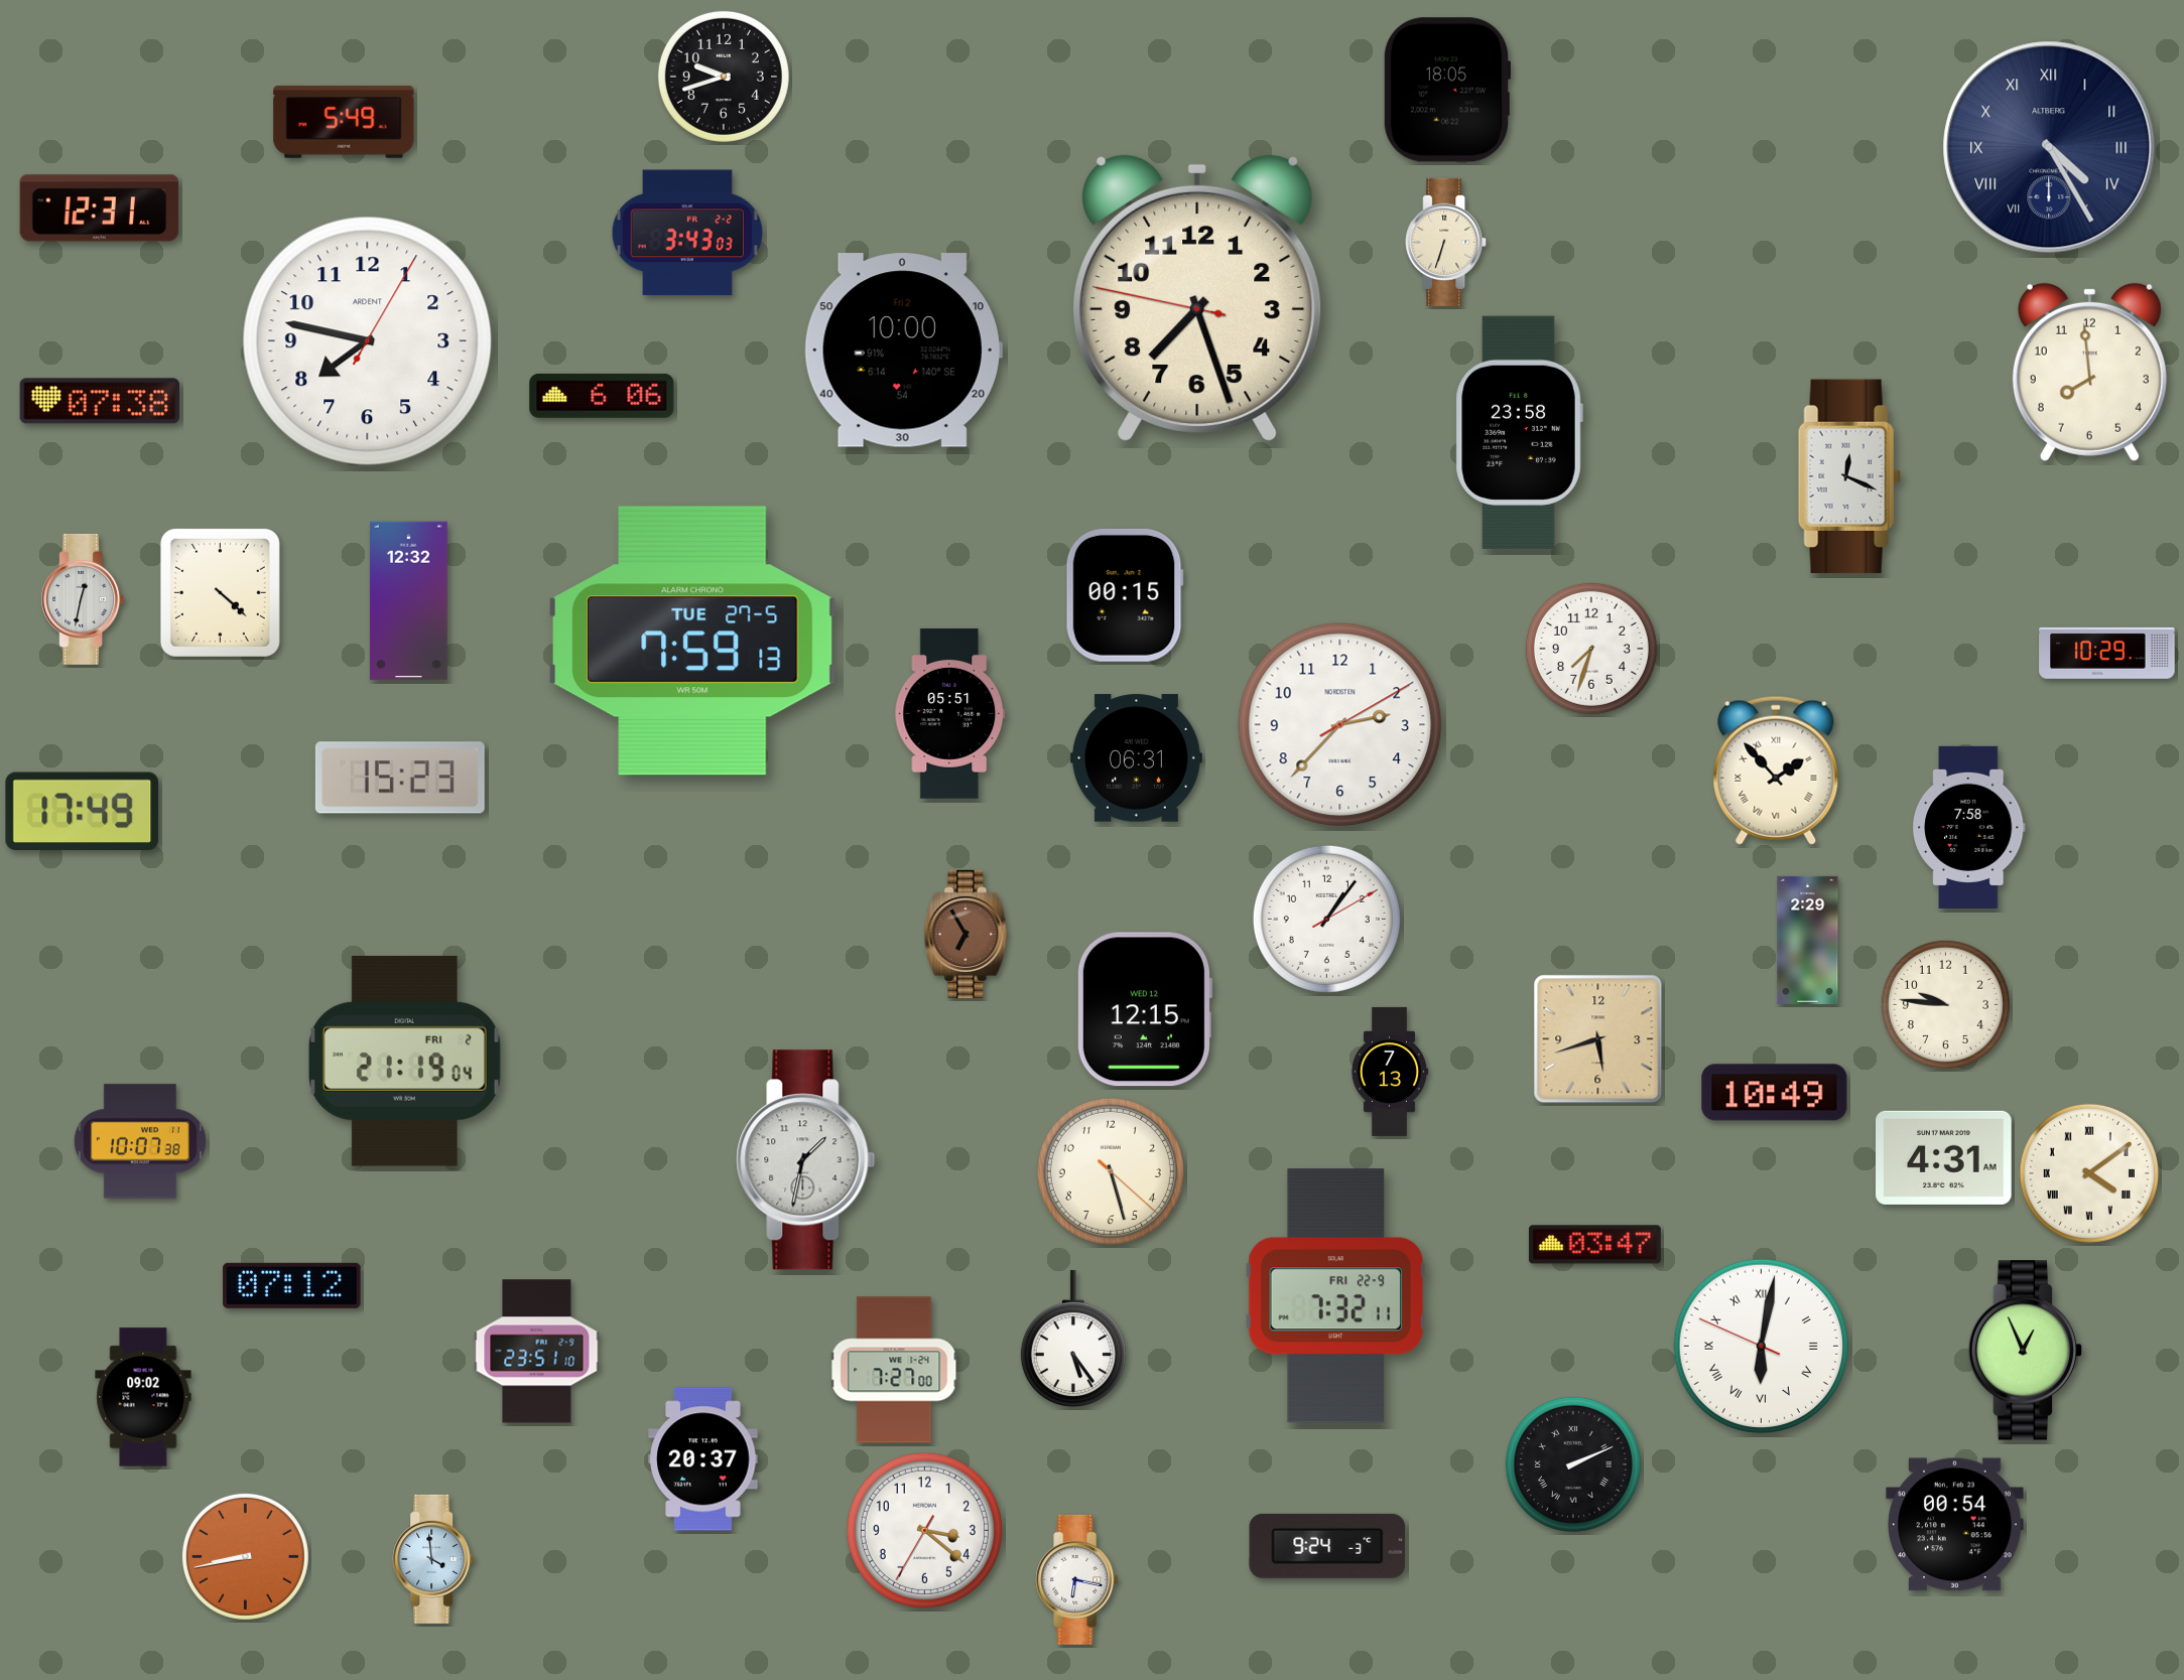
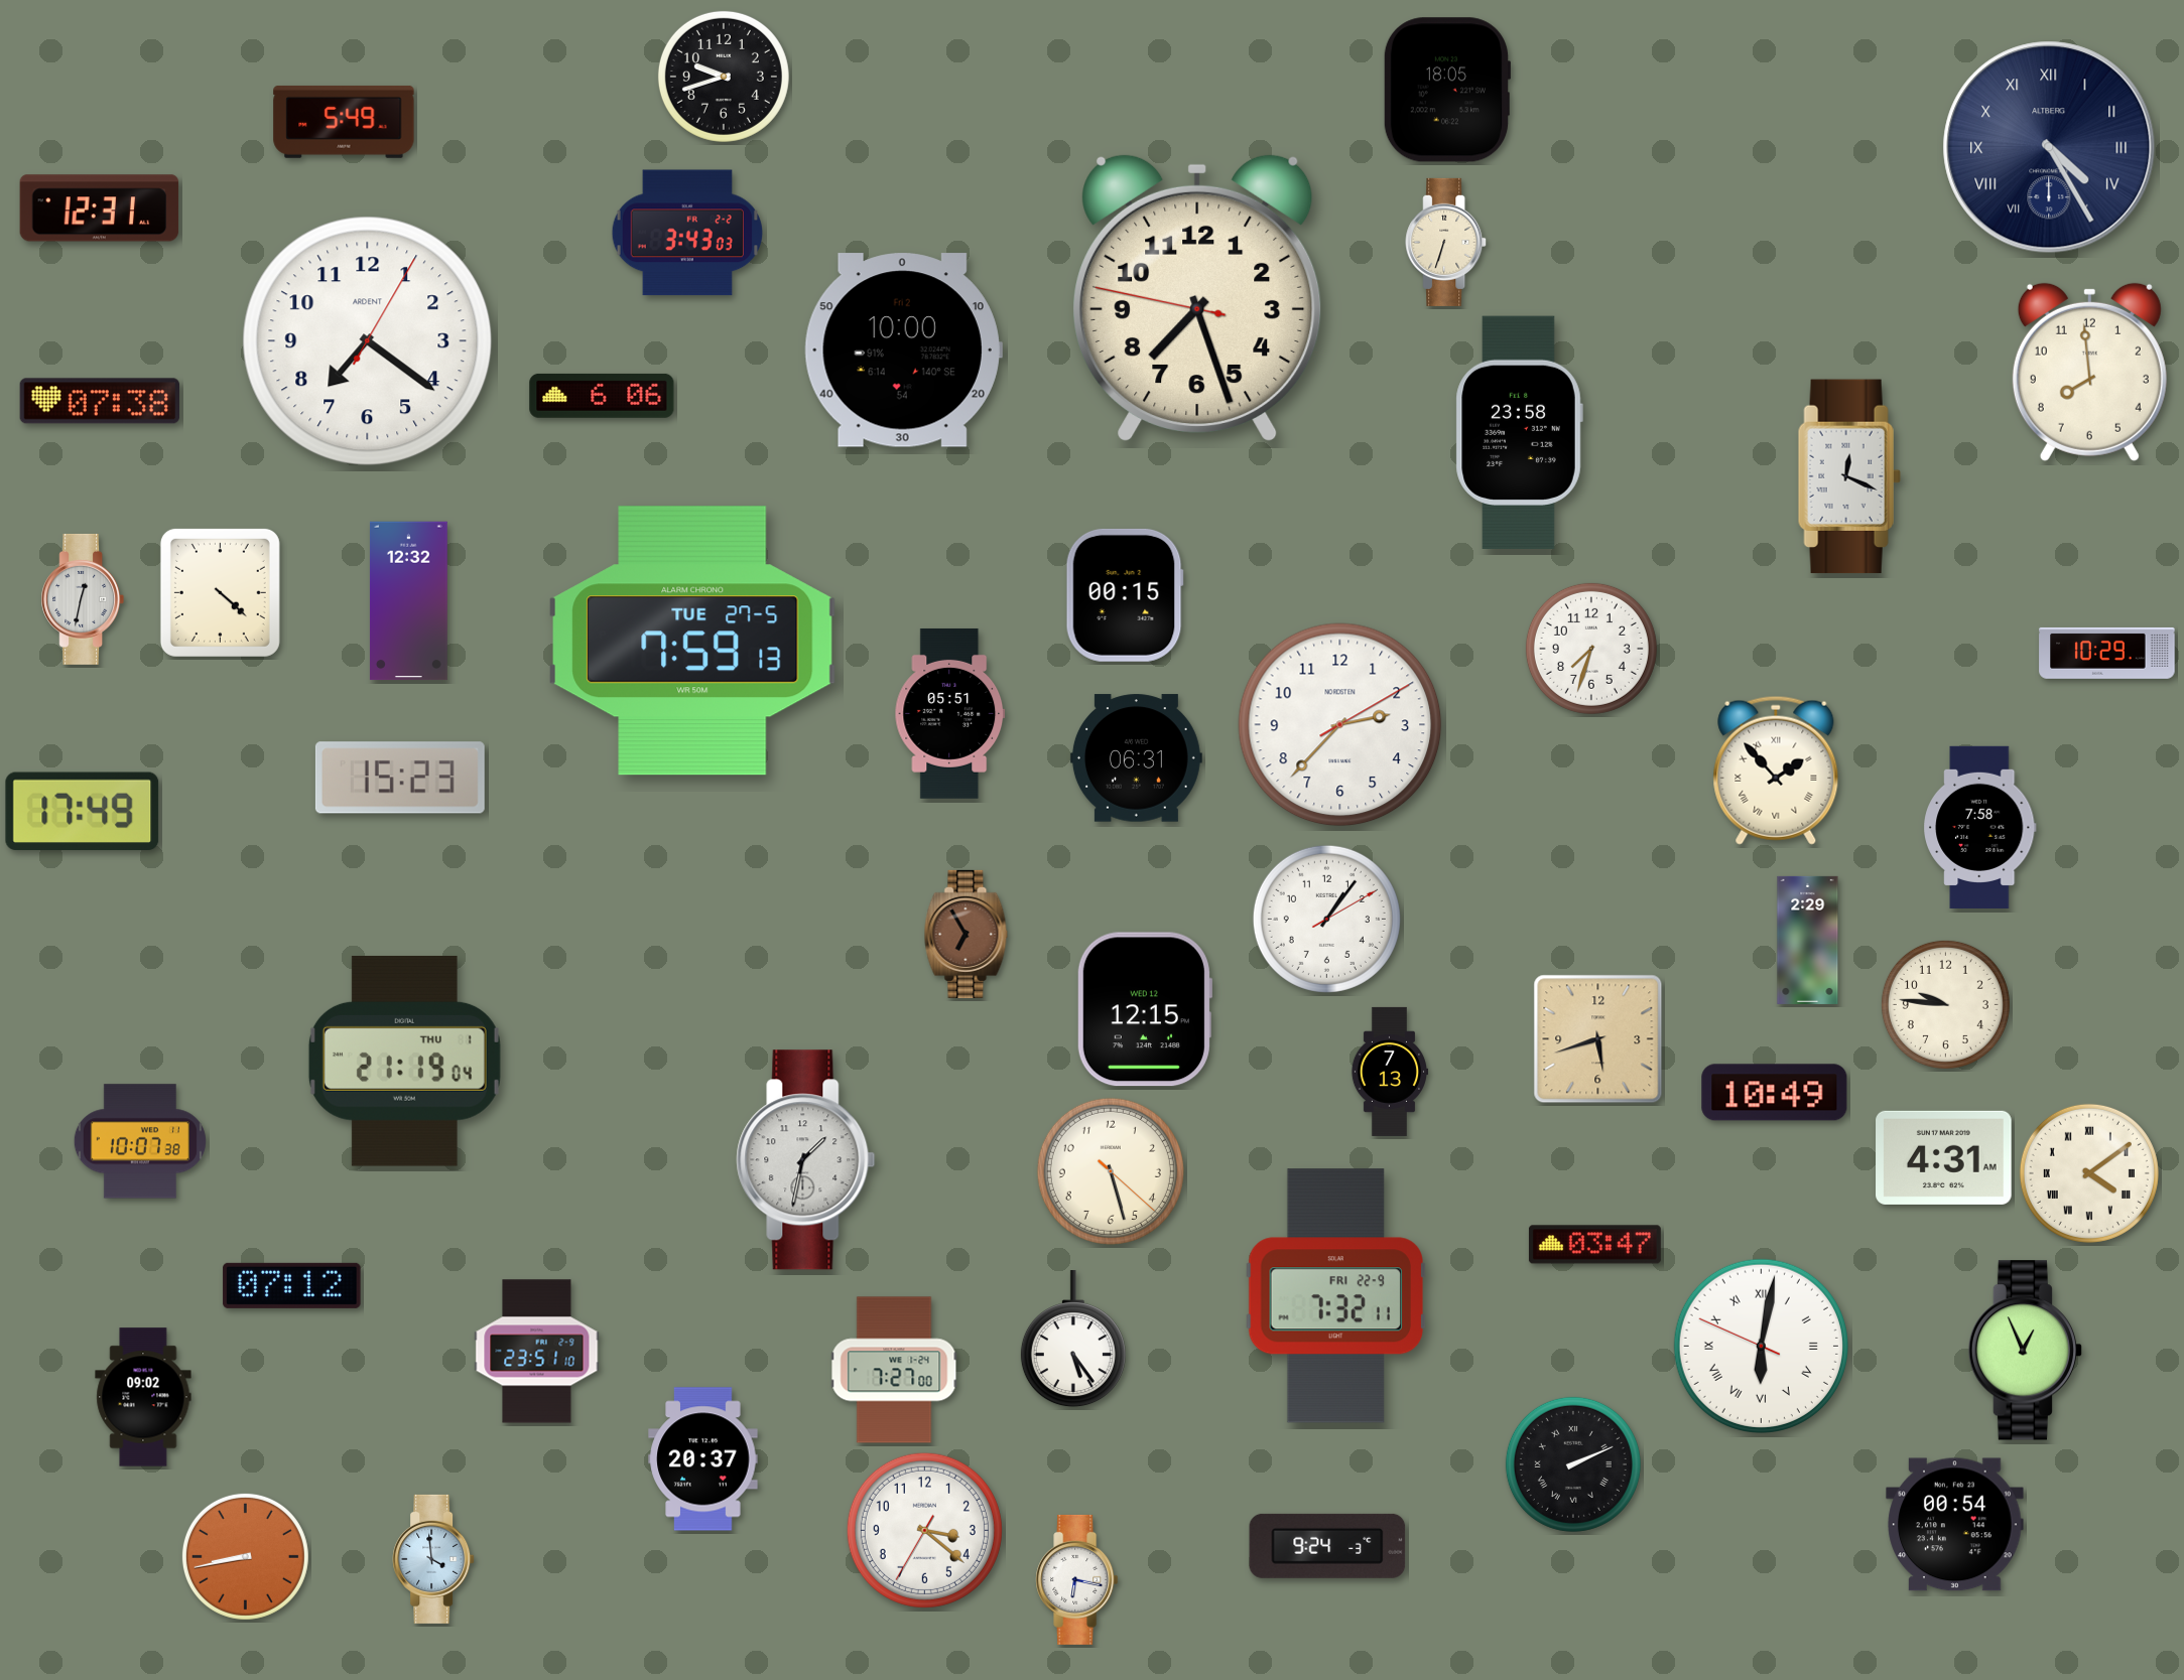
clock at (368, 341): 7:47 -> 7:21
clock at (1969, 827) position: (1969, 827) -> (1980, 827)
clock at (404, 1061) date: FRI 2 -> THU 1
